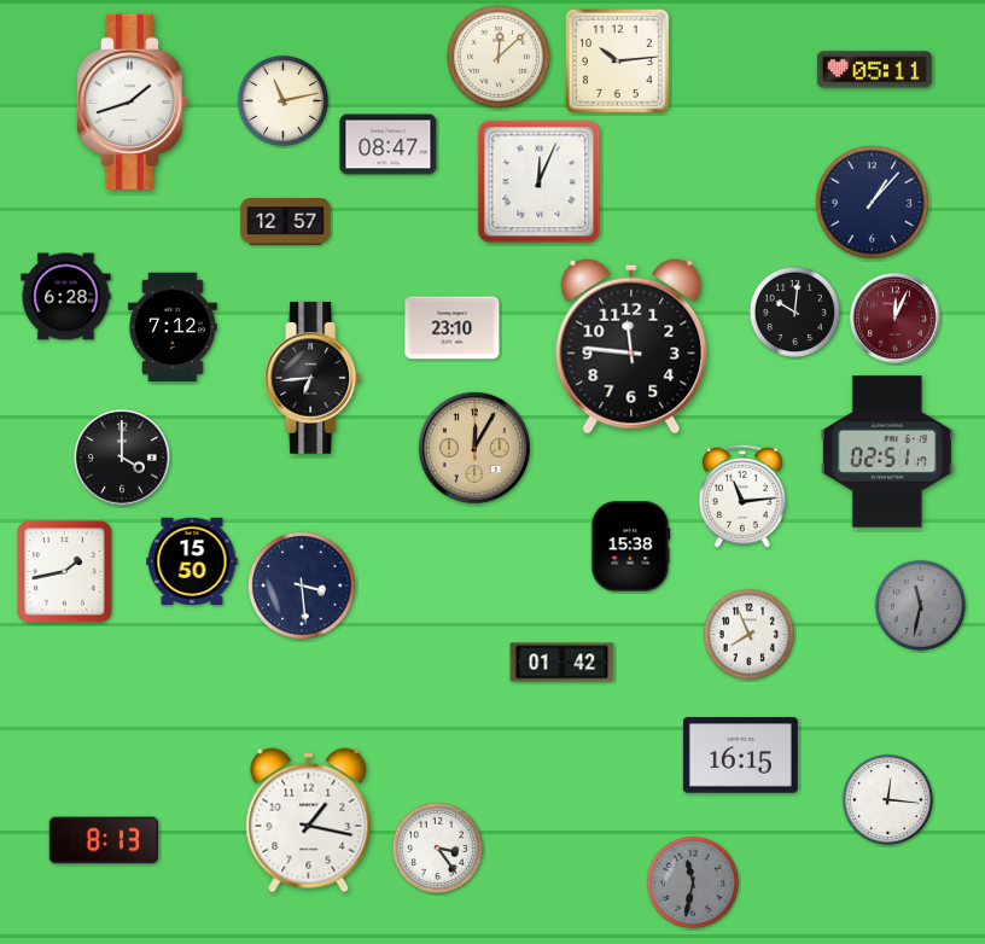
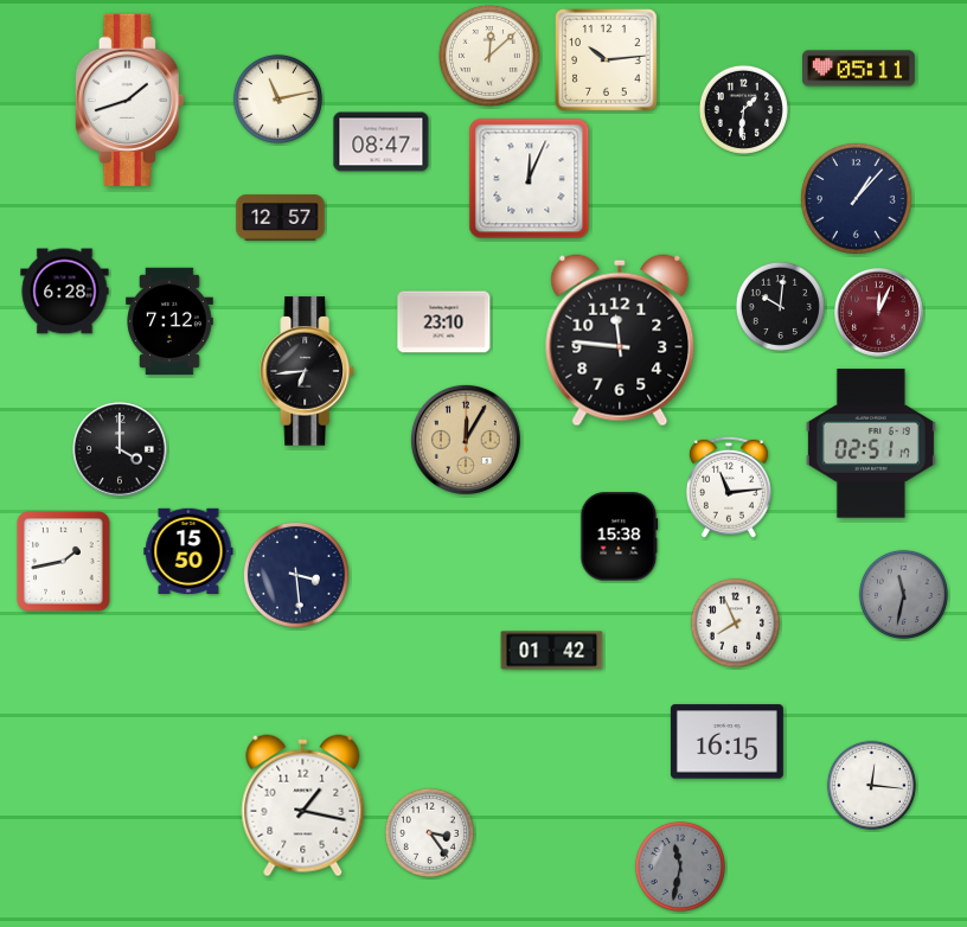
clock at (743, 109): none -> 1:31
clock at (104, 840): 8:13 -> none
